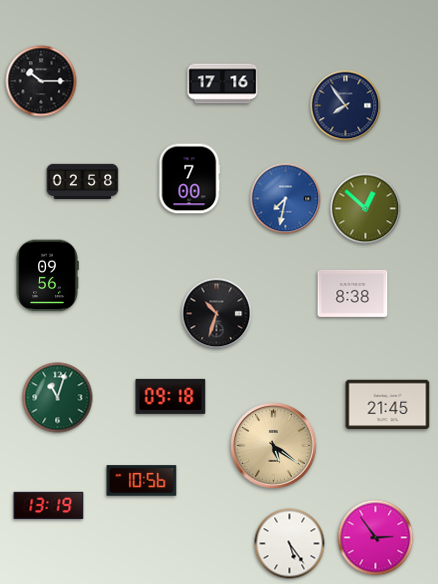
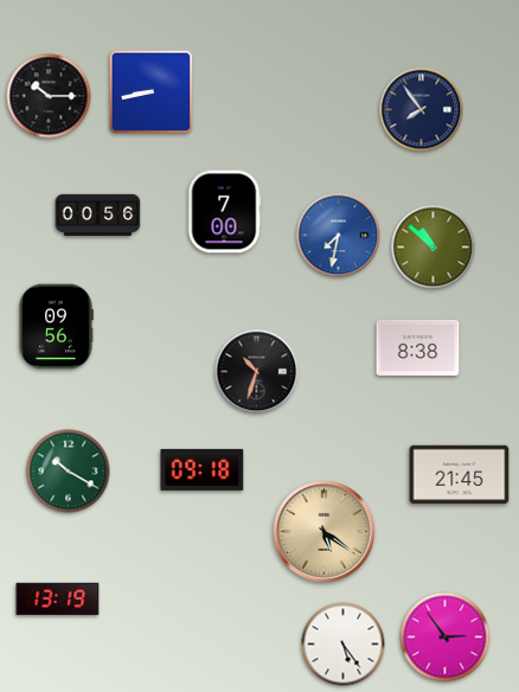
clock at (152, 92): none -> 8:43
clock at (223, 84): 17:16 -> none
clock at (346, 106) position: (346, 106) -> (422, 110)
clock at (83, 182): 02:58 -> 00:56
clock at (366, 209): 12:52 -> 10:52
clock at (58, 398): 11:03 -> 10:20
clock at (388, 405) position: (388, 405) -> (460, 475)
clock at (274, 446) position: (274, 446) -> (325, 532)
clock at (142, 481): 10:56 -> none
